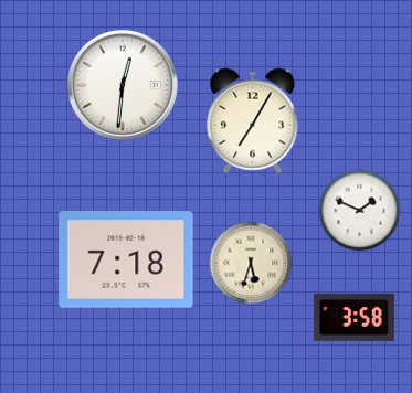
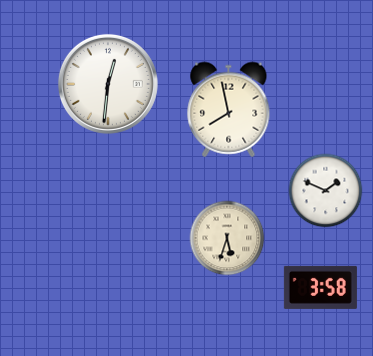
clock at (123, 85) position: (123, 85) -> (108, 84)
clock at (253, 121): 7:05 -> 7:58
clock at (126, 259): 7:18 -> none
